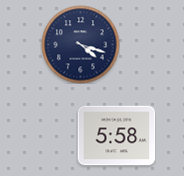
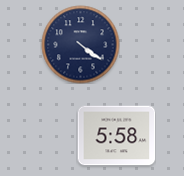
clock at (80, 44): 4:18 -> 4:21
